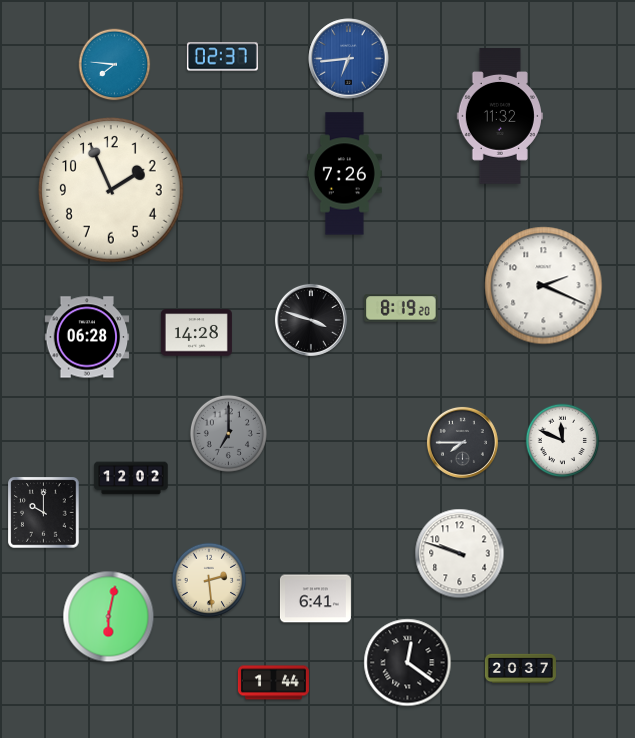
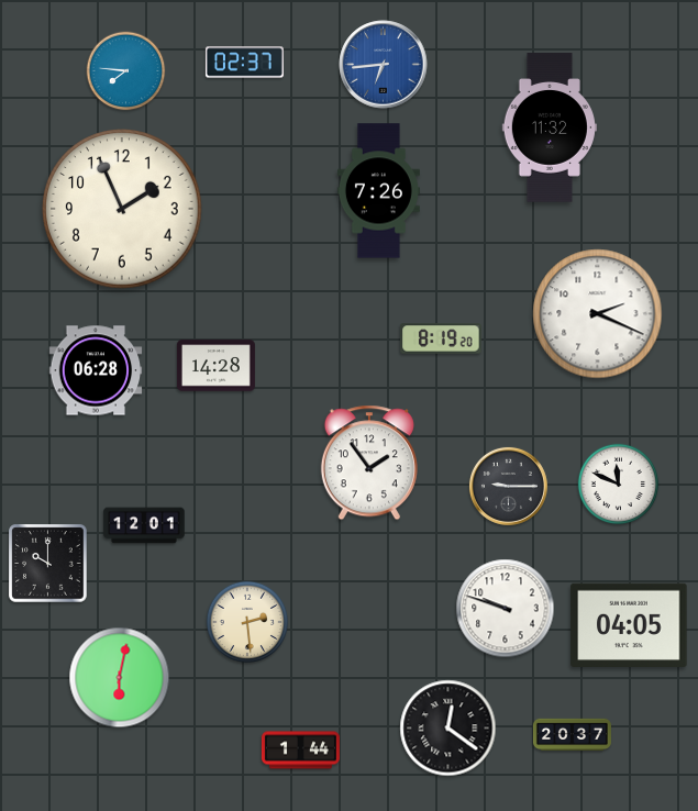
clock at (311, 320): 3:48 -> none
clock at (369, 463): none -> 1:54
clock at (228, 433): 7:00 -> none
clock at (462, 442): 7:45 -> 9:15
clock at (131, 478): 12:02 -> 12:01
clock at (629, 624): none -> 04:05
clock at (209, 580) position: (209, 580) -> (247, 622)
clock at (315, 599): 6:41 -> none
